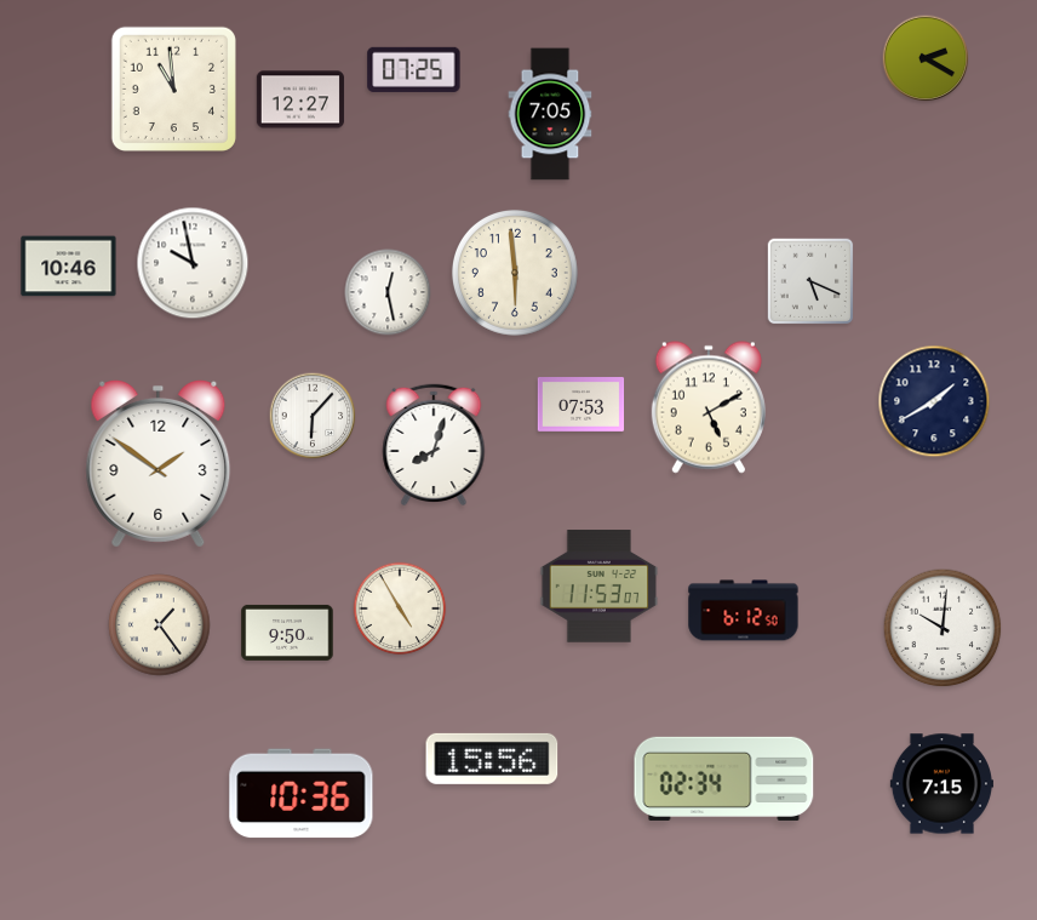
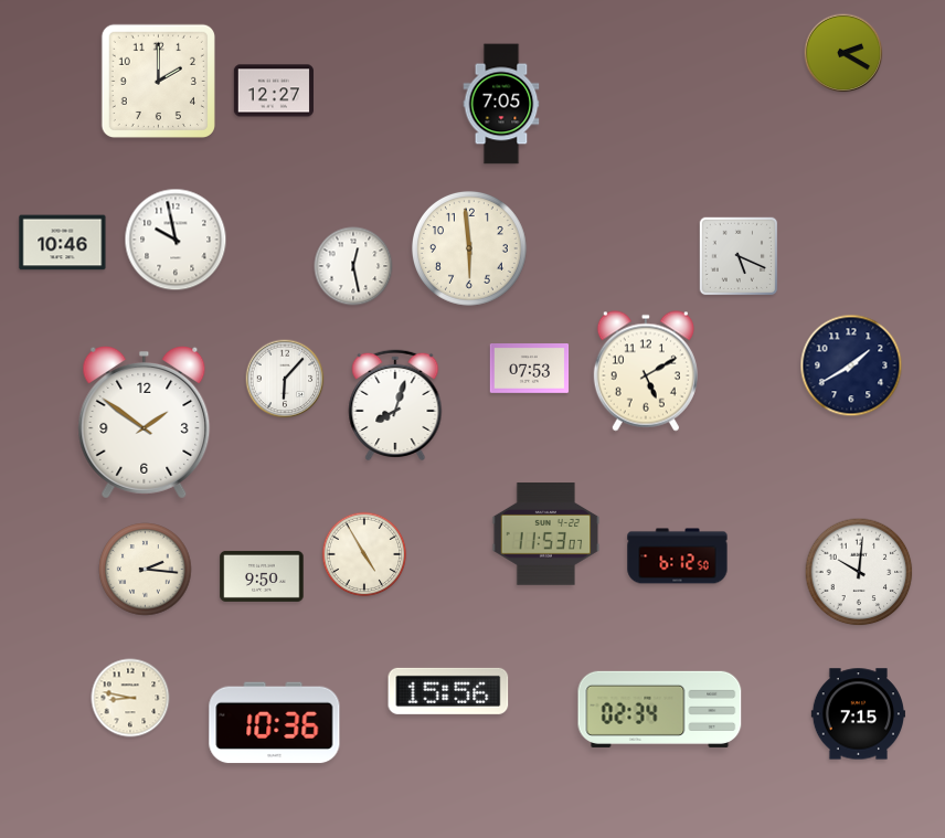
clock at (414, 69): 07:25 -> none
clock at (173, 88): 10:59 -> 2:00
clock at (160, 625): 1:24 -> 2:16
clock at (130, 698): none -> 8:47
